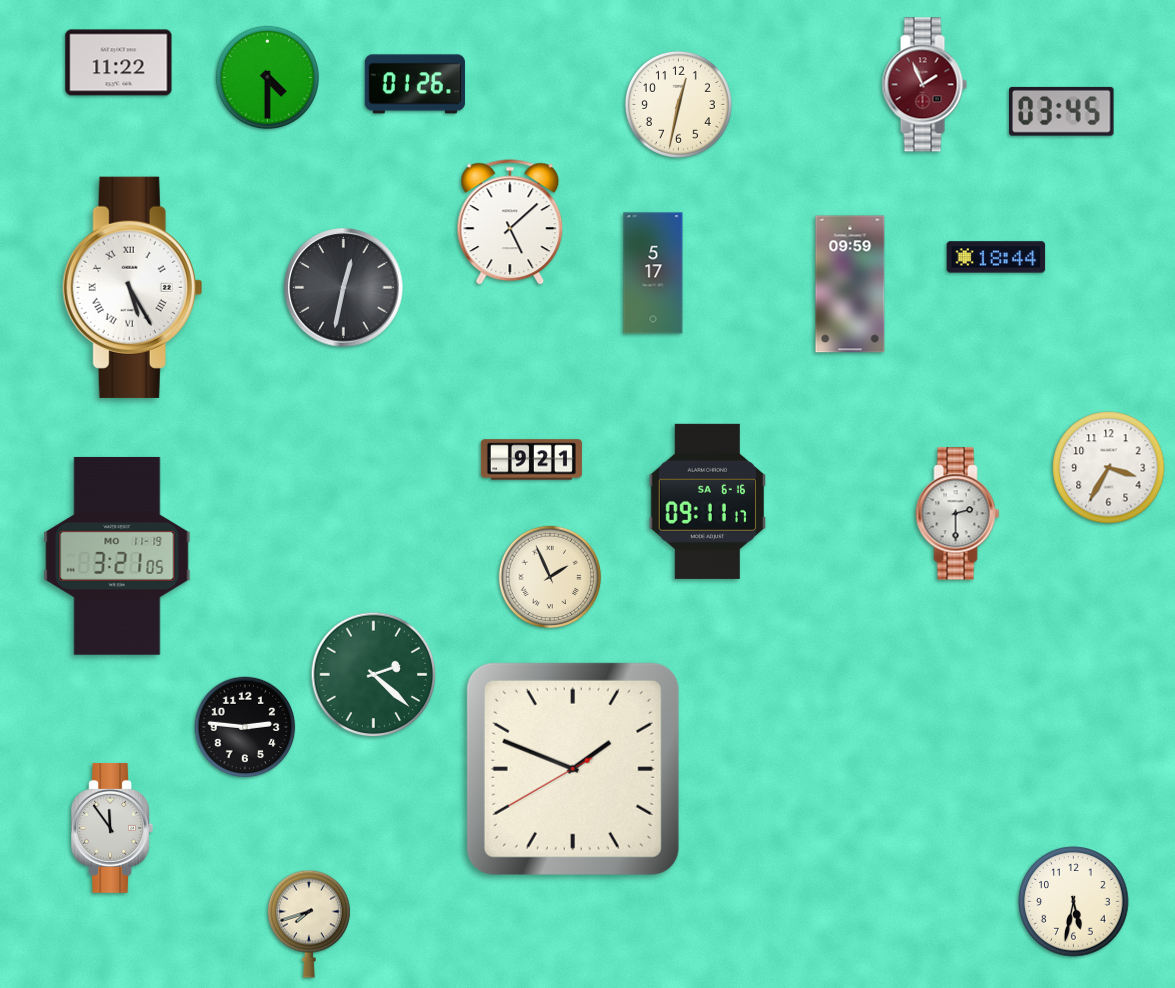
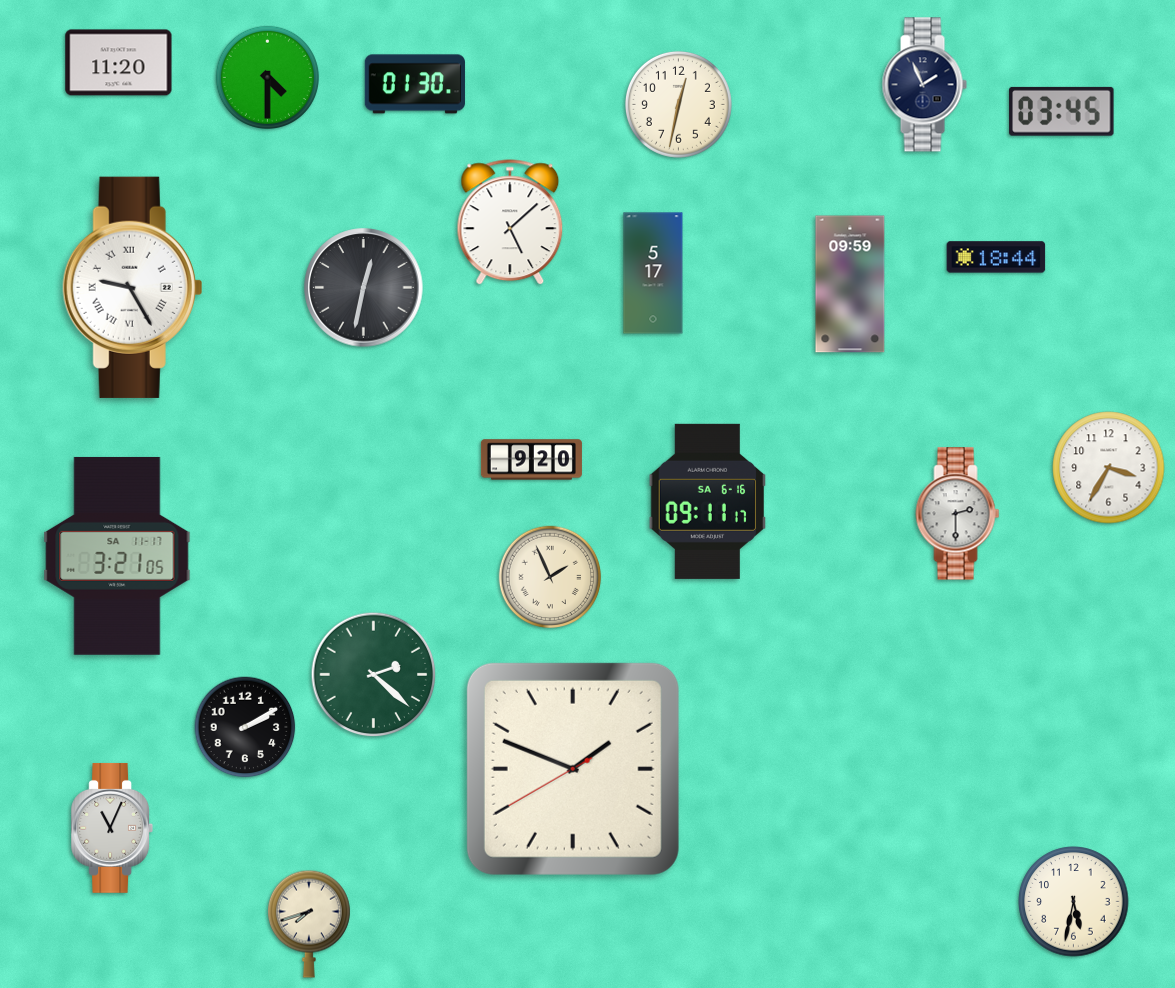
clock at (119, 63): 11:22 -> 11:20
clock at (415, 84): 01:26 -> 01:30
clock at (924, 85) dial: burgundy -> navy
clock at (133, 287): 5:25 -> 9:25
clock at (344, 288) position: (344, 288) -> (364, 288)
clock at (531, 460): 9:21 -> 9:20
clock at (117, 556) date: MO 11-19 -> SA 11-17
clock at (245, 727): 2:46 -> 2:10
clock at (112, 828): 11:54 -> 11:04
